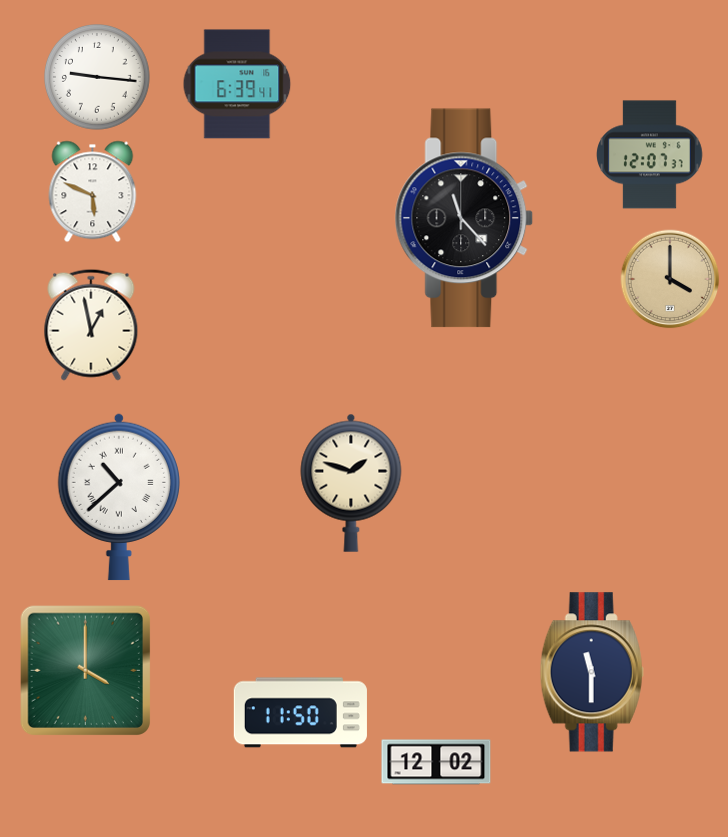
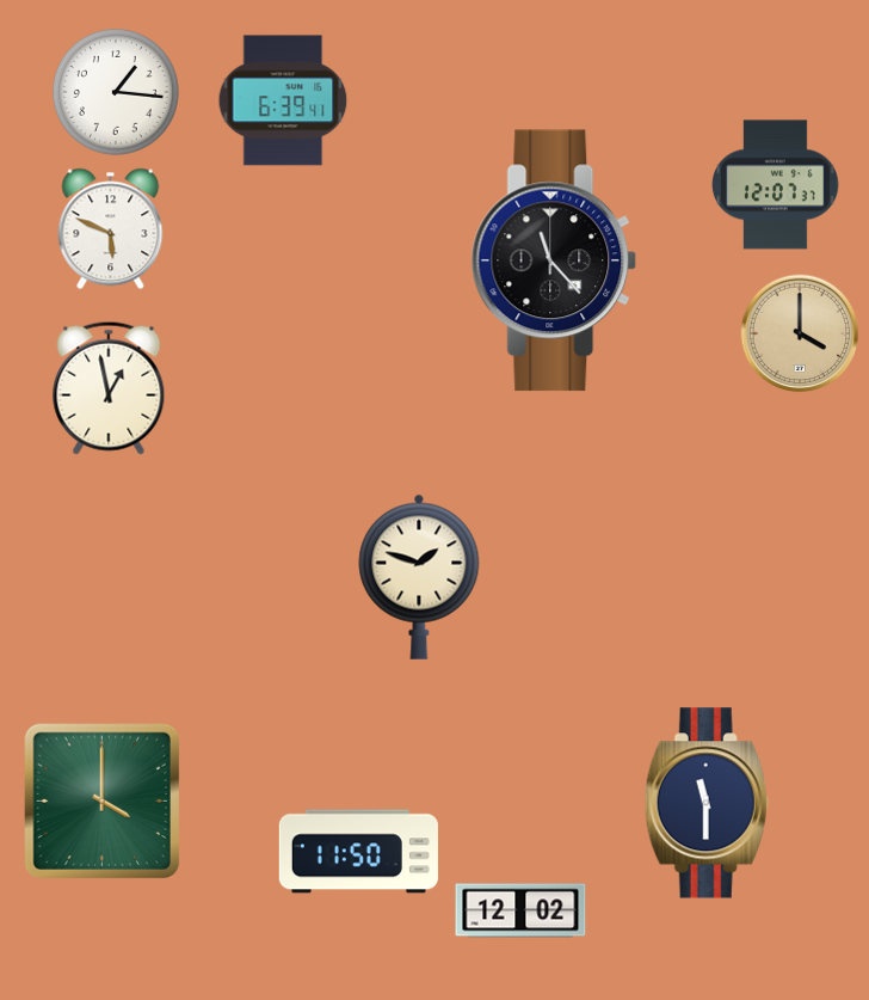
clock at (98, 78): 9:16 -> 1:16
clock at (119, 497): 10:38 -> none
